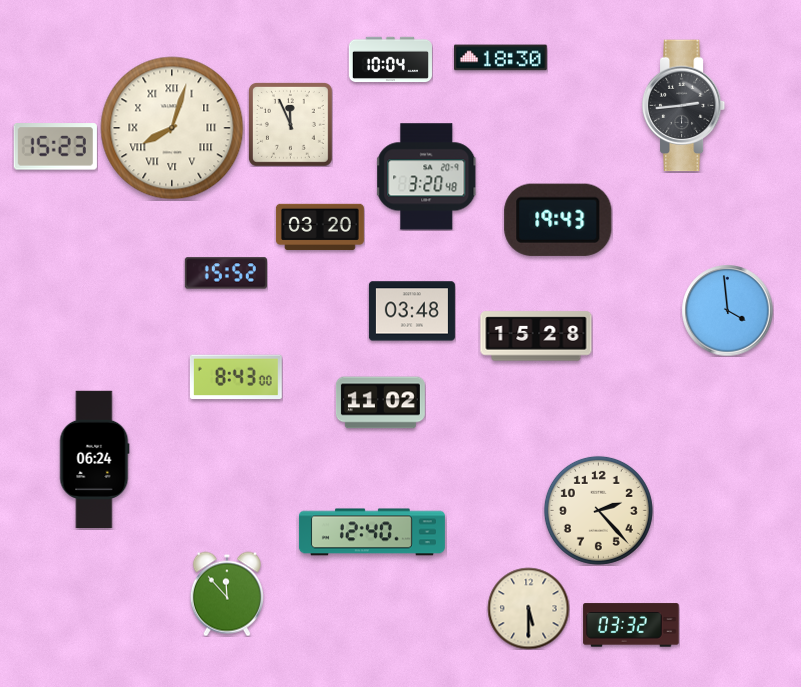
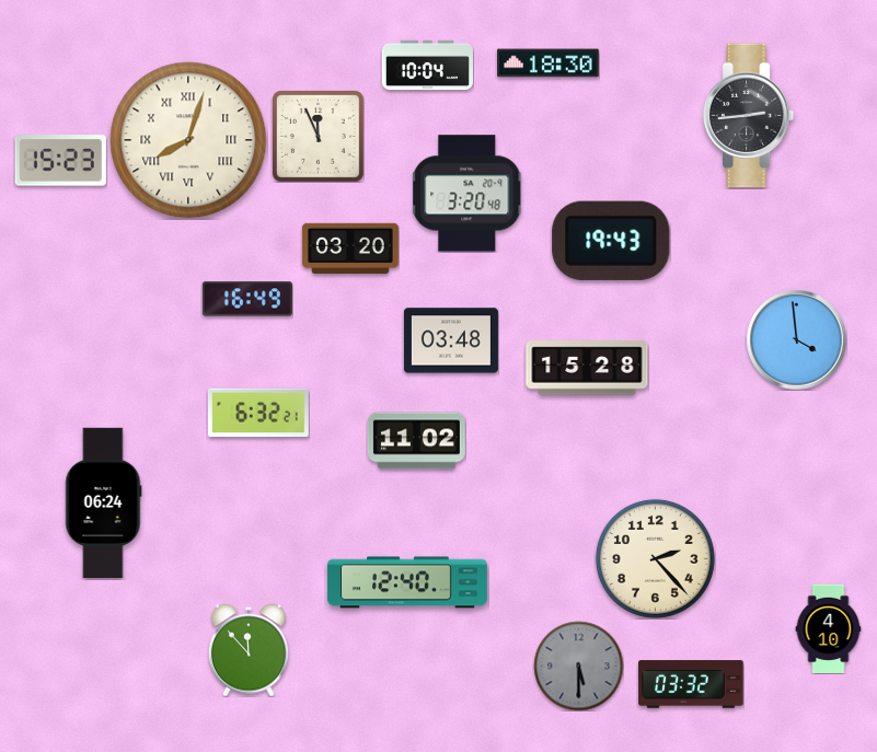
clock at (226, 273): 15:52 -> 16:49
clock at (236, 377): 8:43 -> 6:32
clock at (829, 628): none -> 4:10
clock at (528, 608) dial: cream -> grey
